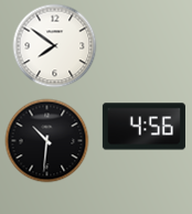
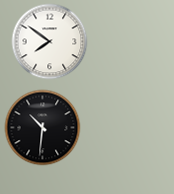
clock at (143, 127): 4:56 -> none
